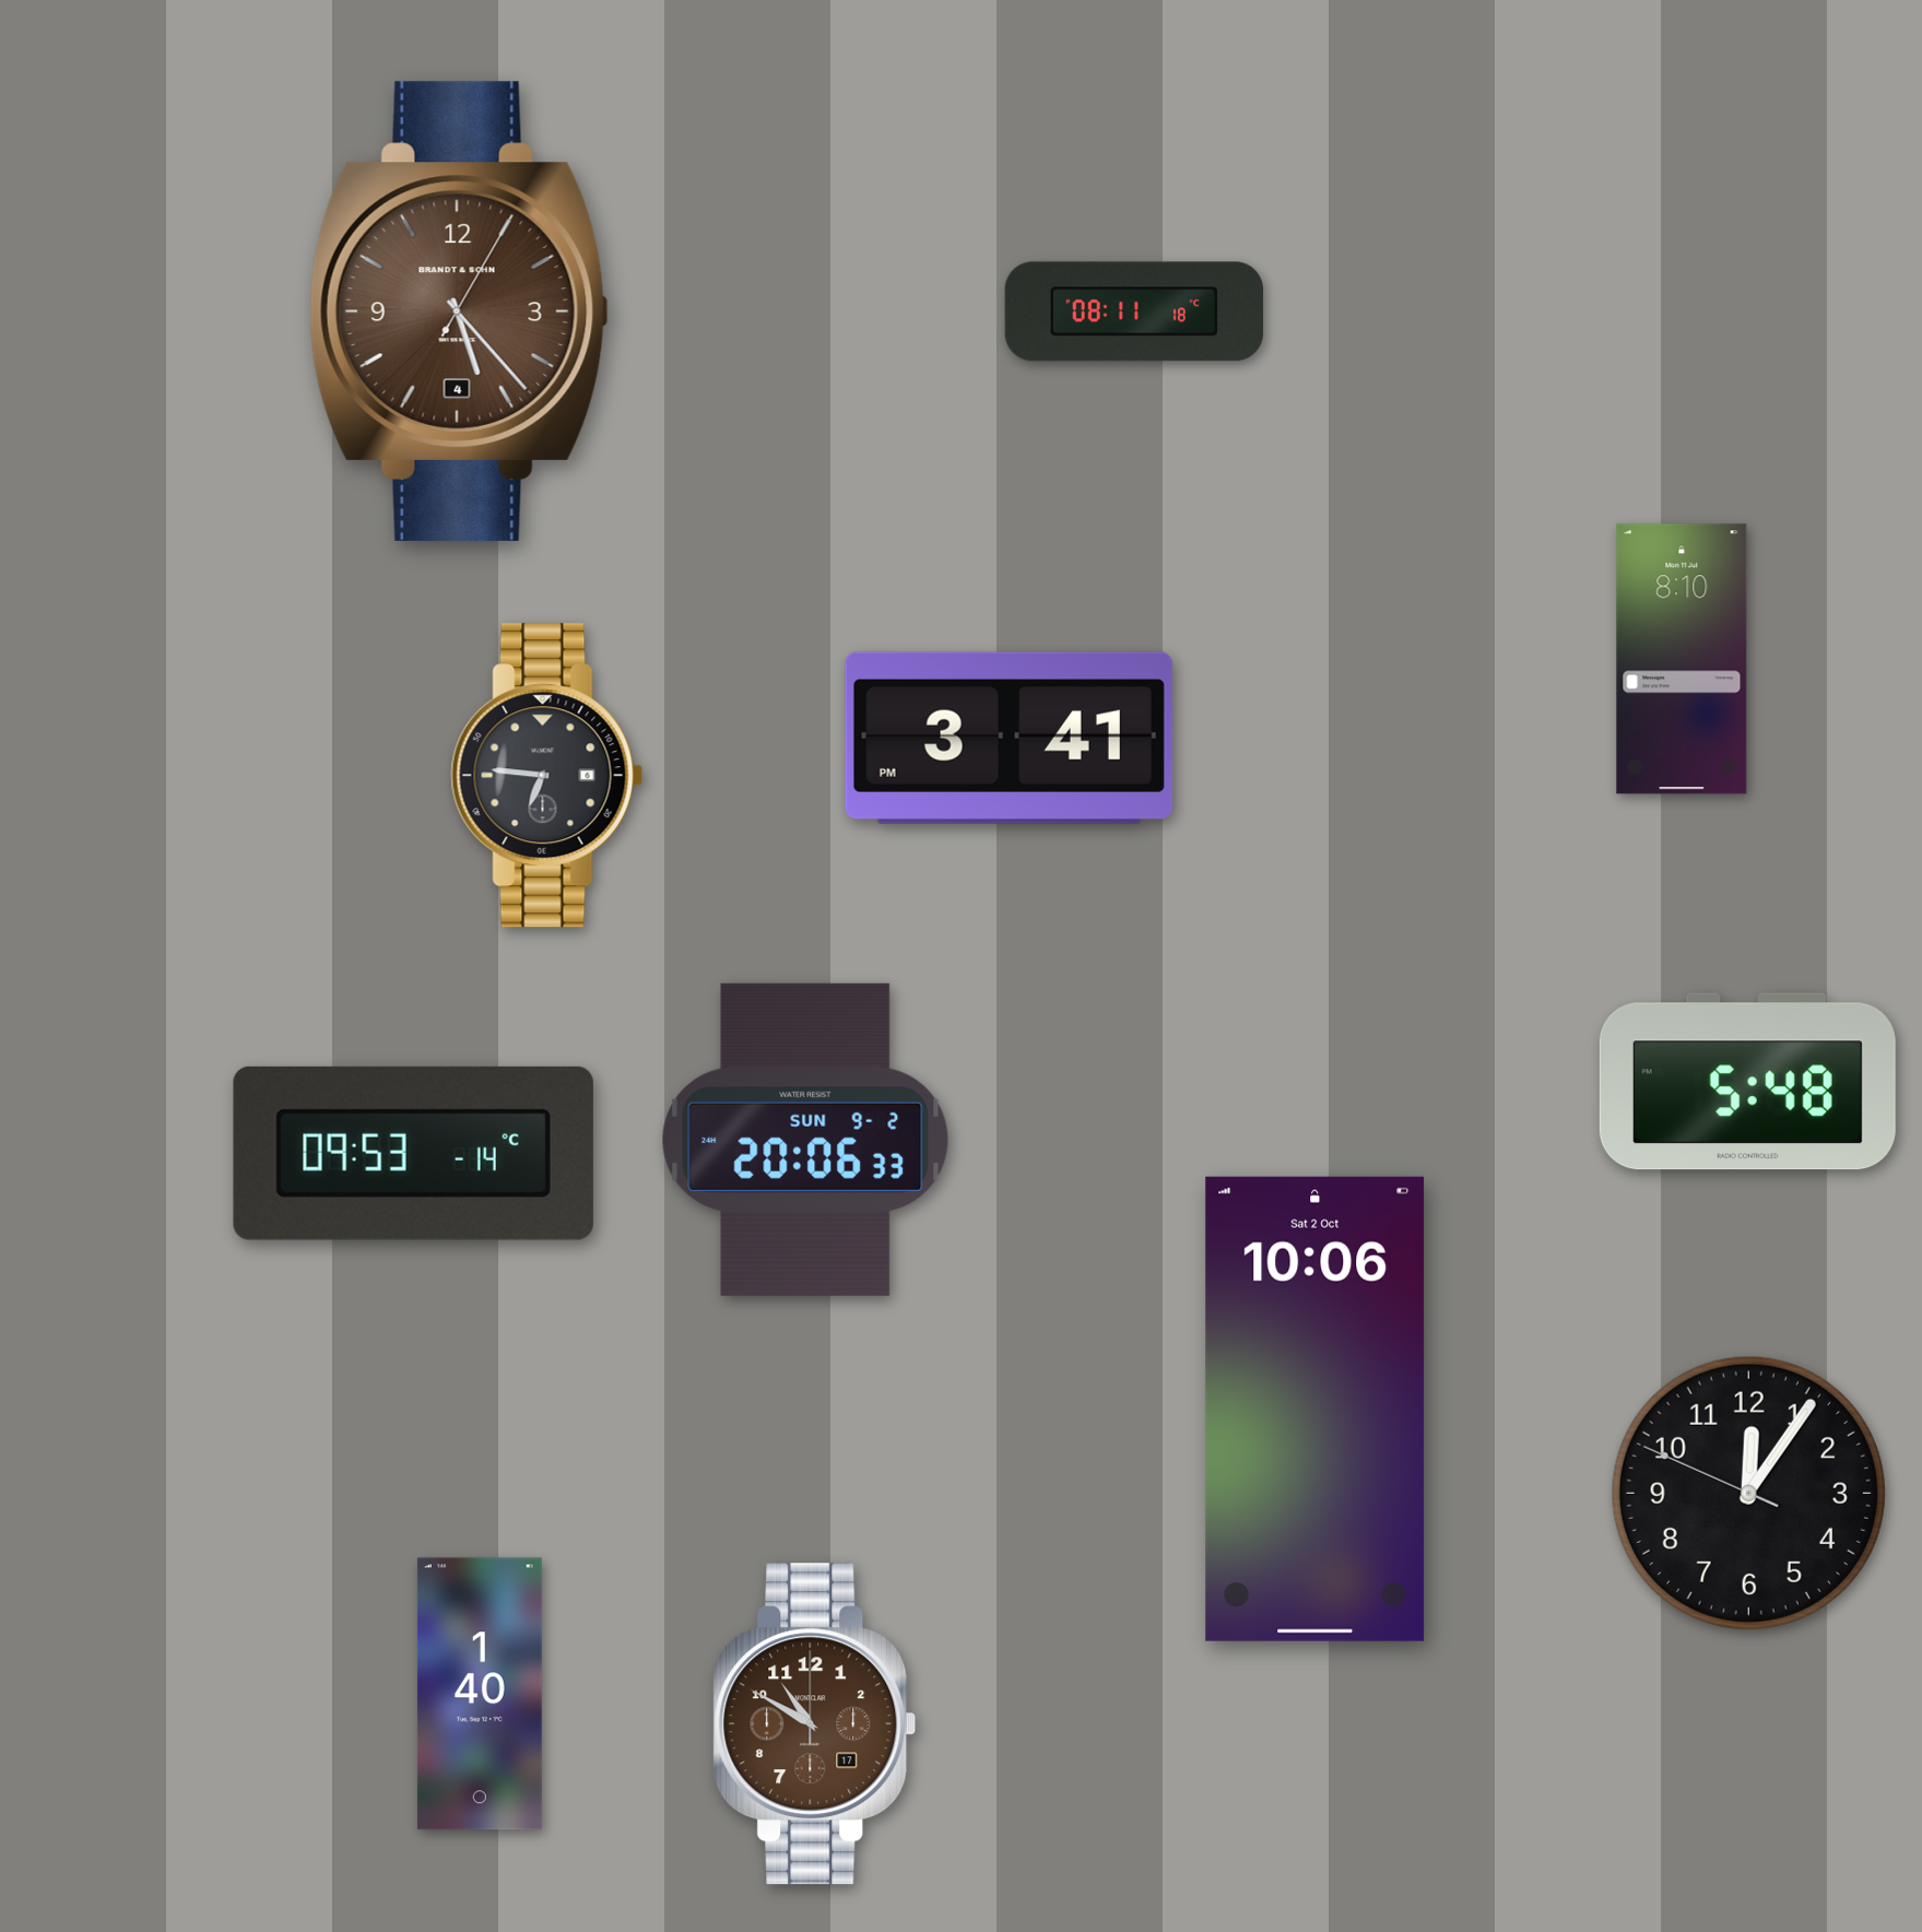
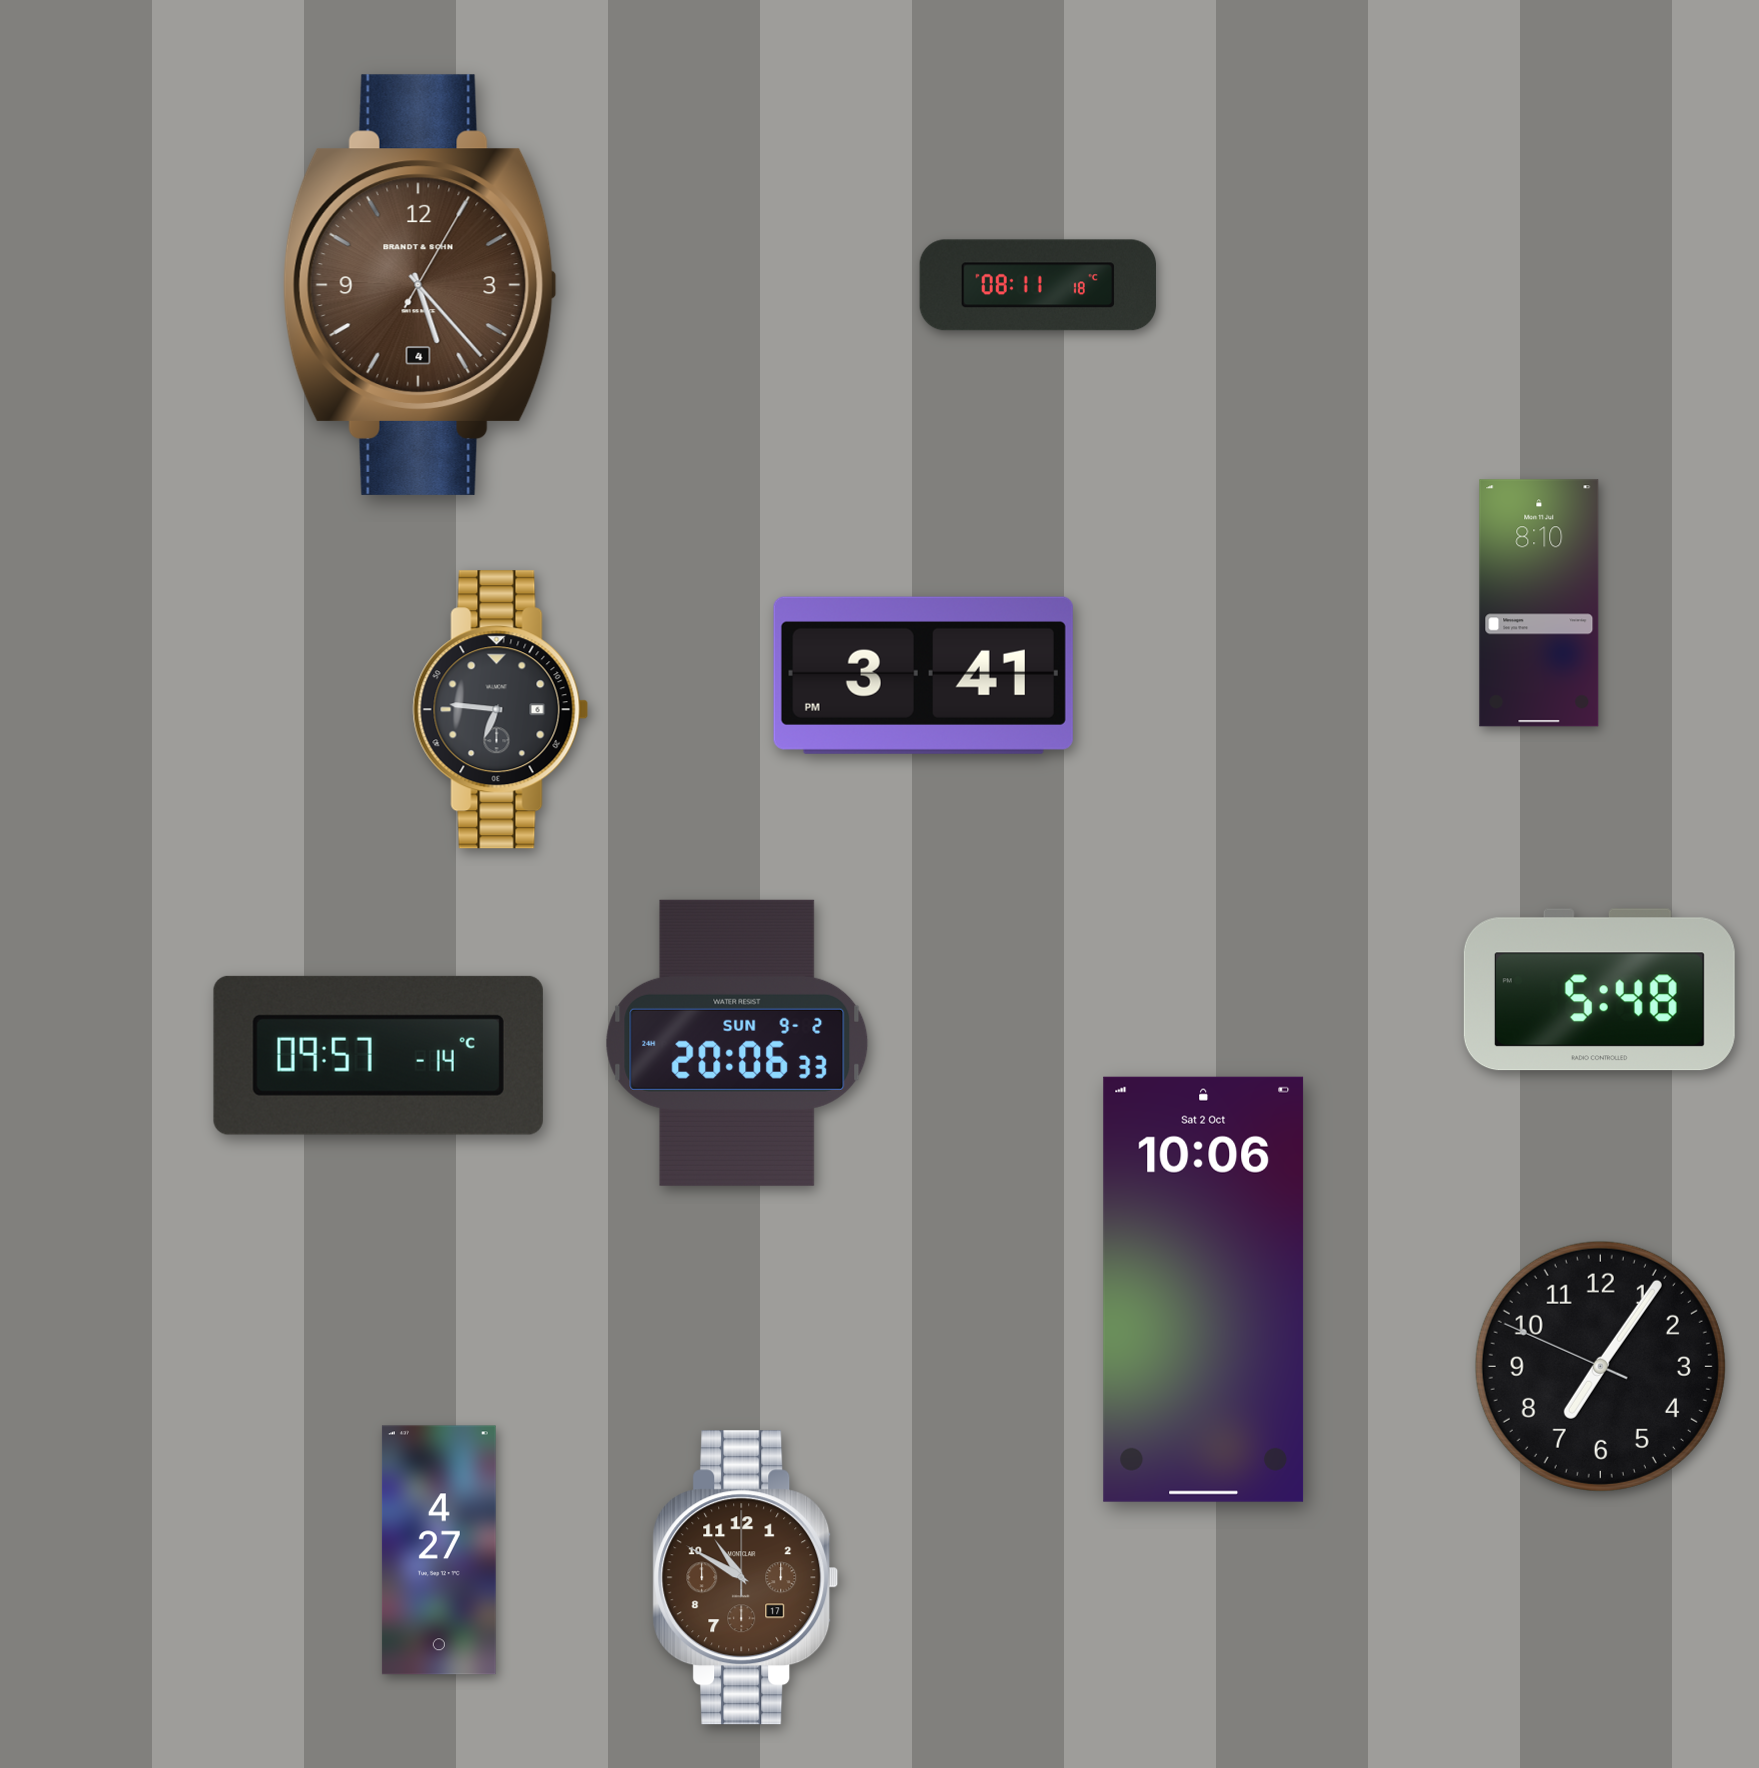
clock at (413, 1153): 09:53 -> 09:57
clock at (1748, 1493): 12:05 -> 7:05
clock at (480, 1694): 1:40 -> 4:27
